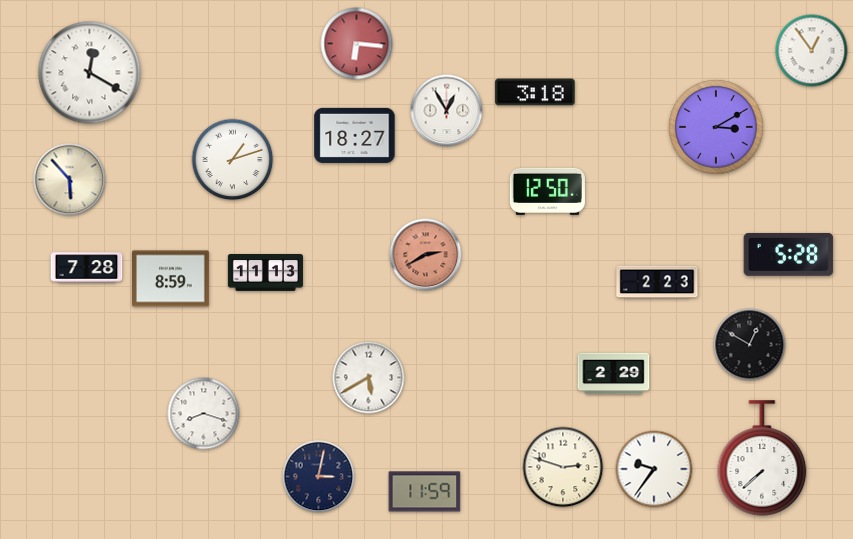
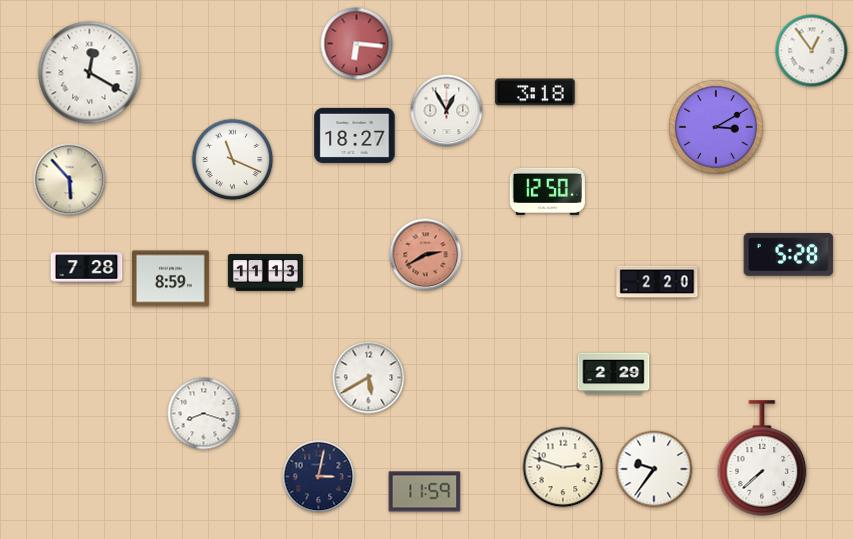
clock at (233, 160): 1:12 -> 11:19
clock at (657, 282): 2:23 -> 2:20
clock at (750, 345): 12:50 -> none
